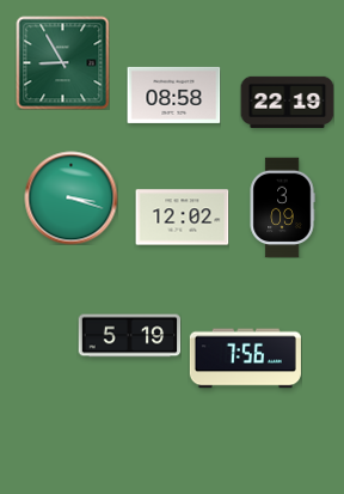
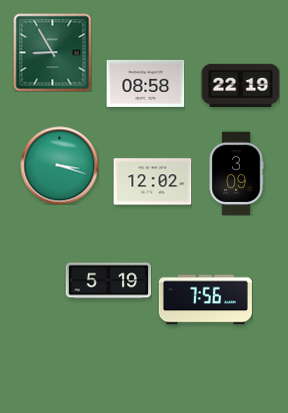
clock at (173, 94) position: (173, 94) -> (145, 83)
